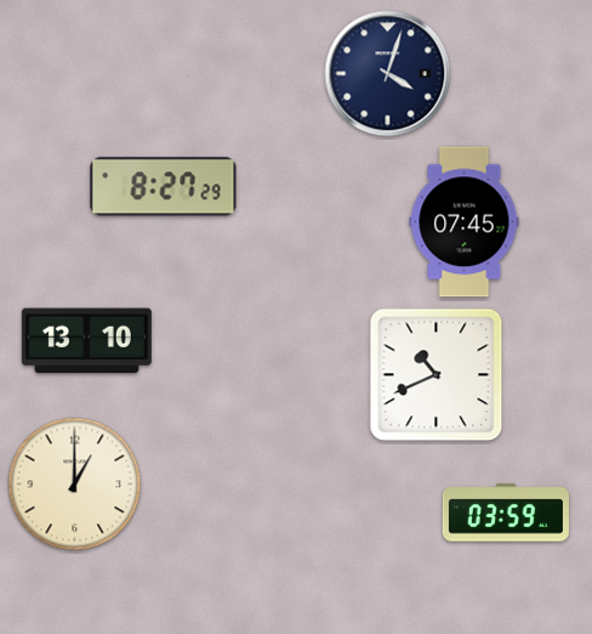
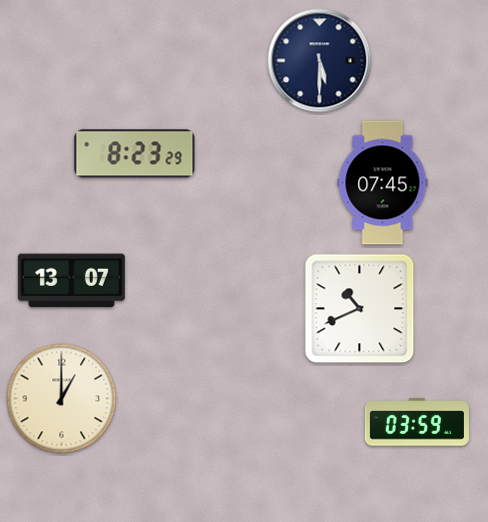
clock at (388, 74): 4:03 -> 5:30
clock at (164, 187): 8:27 -> 8:23
clock at (86, 341): 13:10 -> 13:07
